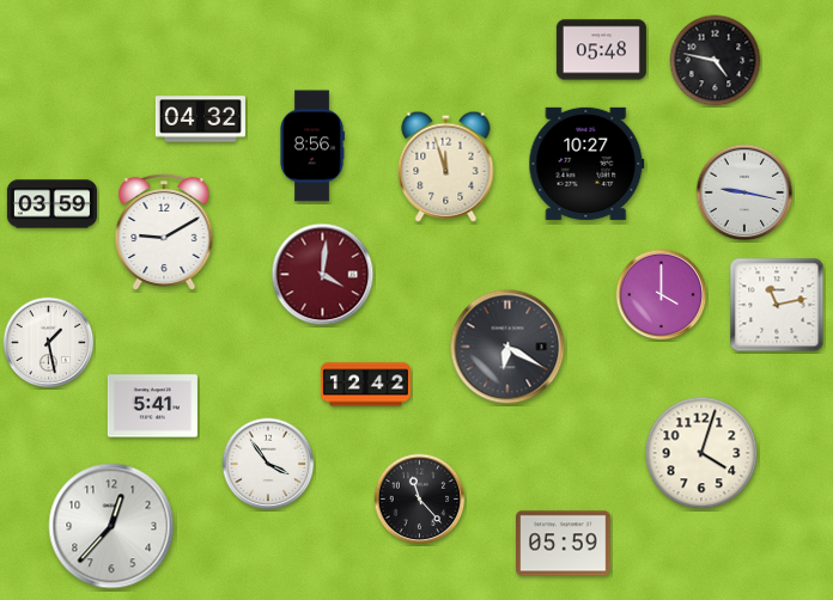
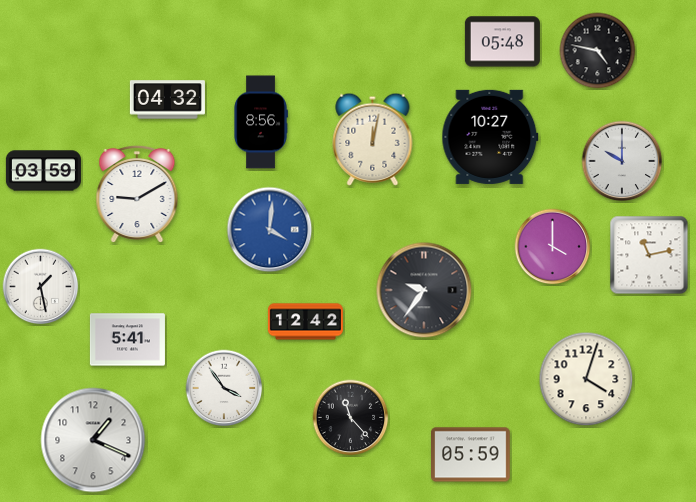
clock at (446, 166): 11:57 -> 12:02
clock at (744, 192): 9:17 -> 10:00
clock at (323, 275) dial: burgundy -> blue
clock at (507, 347): 6:20 -> 9:36
clock at (111, 526): 12:37 -> 1:19
